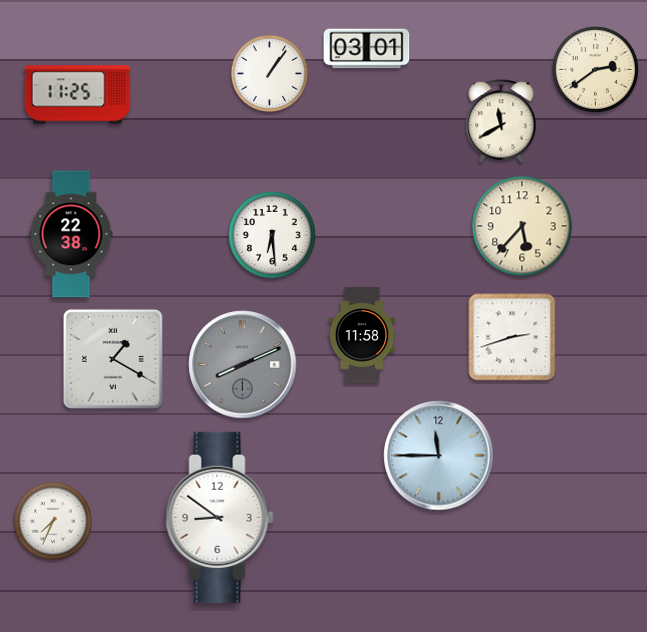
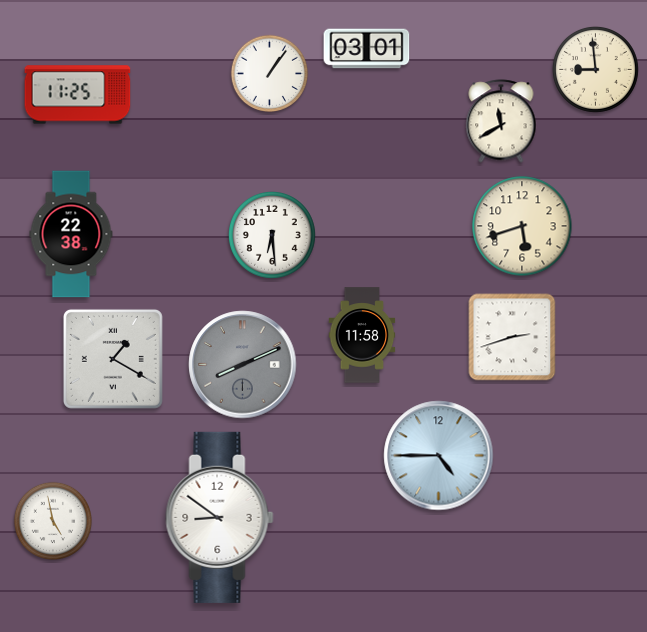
clock at (595, 69): 2:39 -> 8:59
clock at (522, 226): 5:37 -> 5:42
clock at (439, 456): 11:45 -> 4:45
clock at (52, 520): 7:34 -> 4:58
